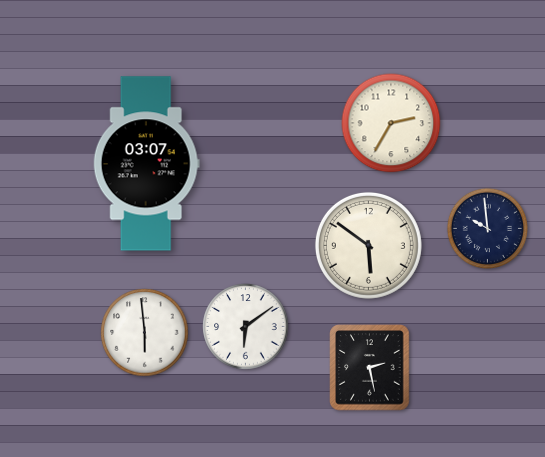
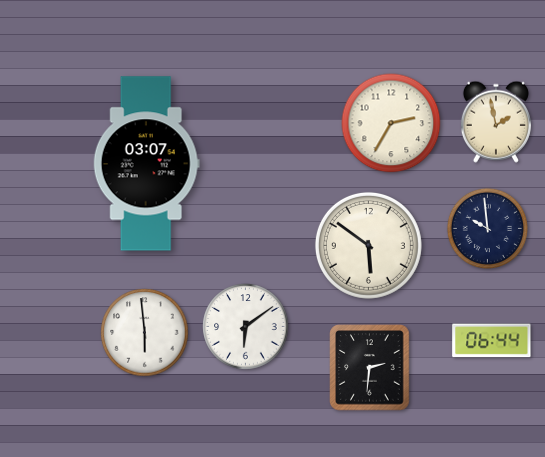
clock at (496, 122): none -> 1:58
clock at (492, 341): none -> 06:44
clock at (370, 368): 2:28 -> 2:31
